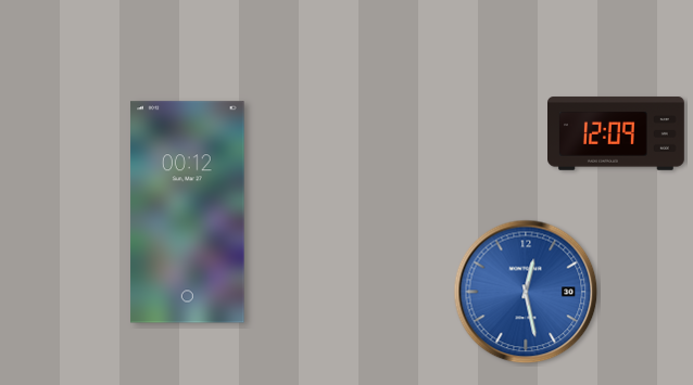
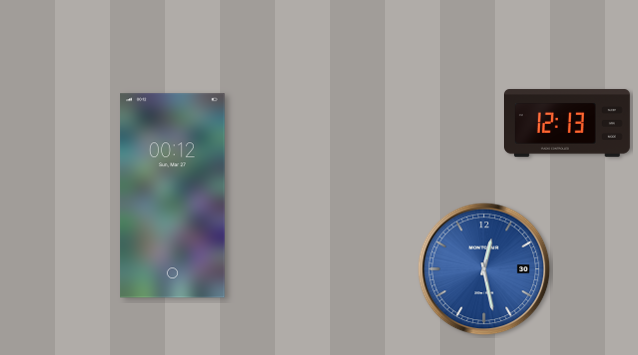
clock at (617, 133): 12:09 -> 12:13
